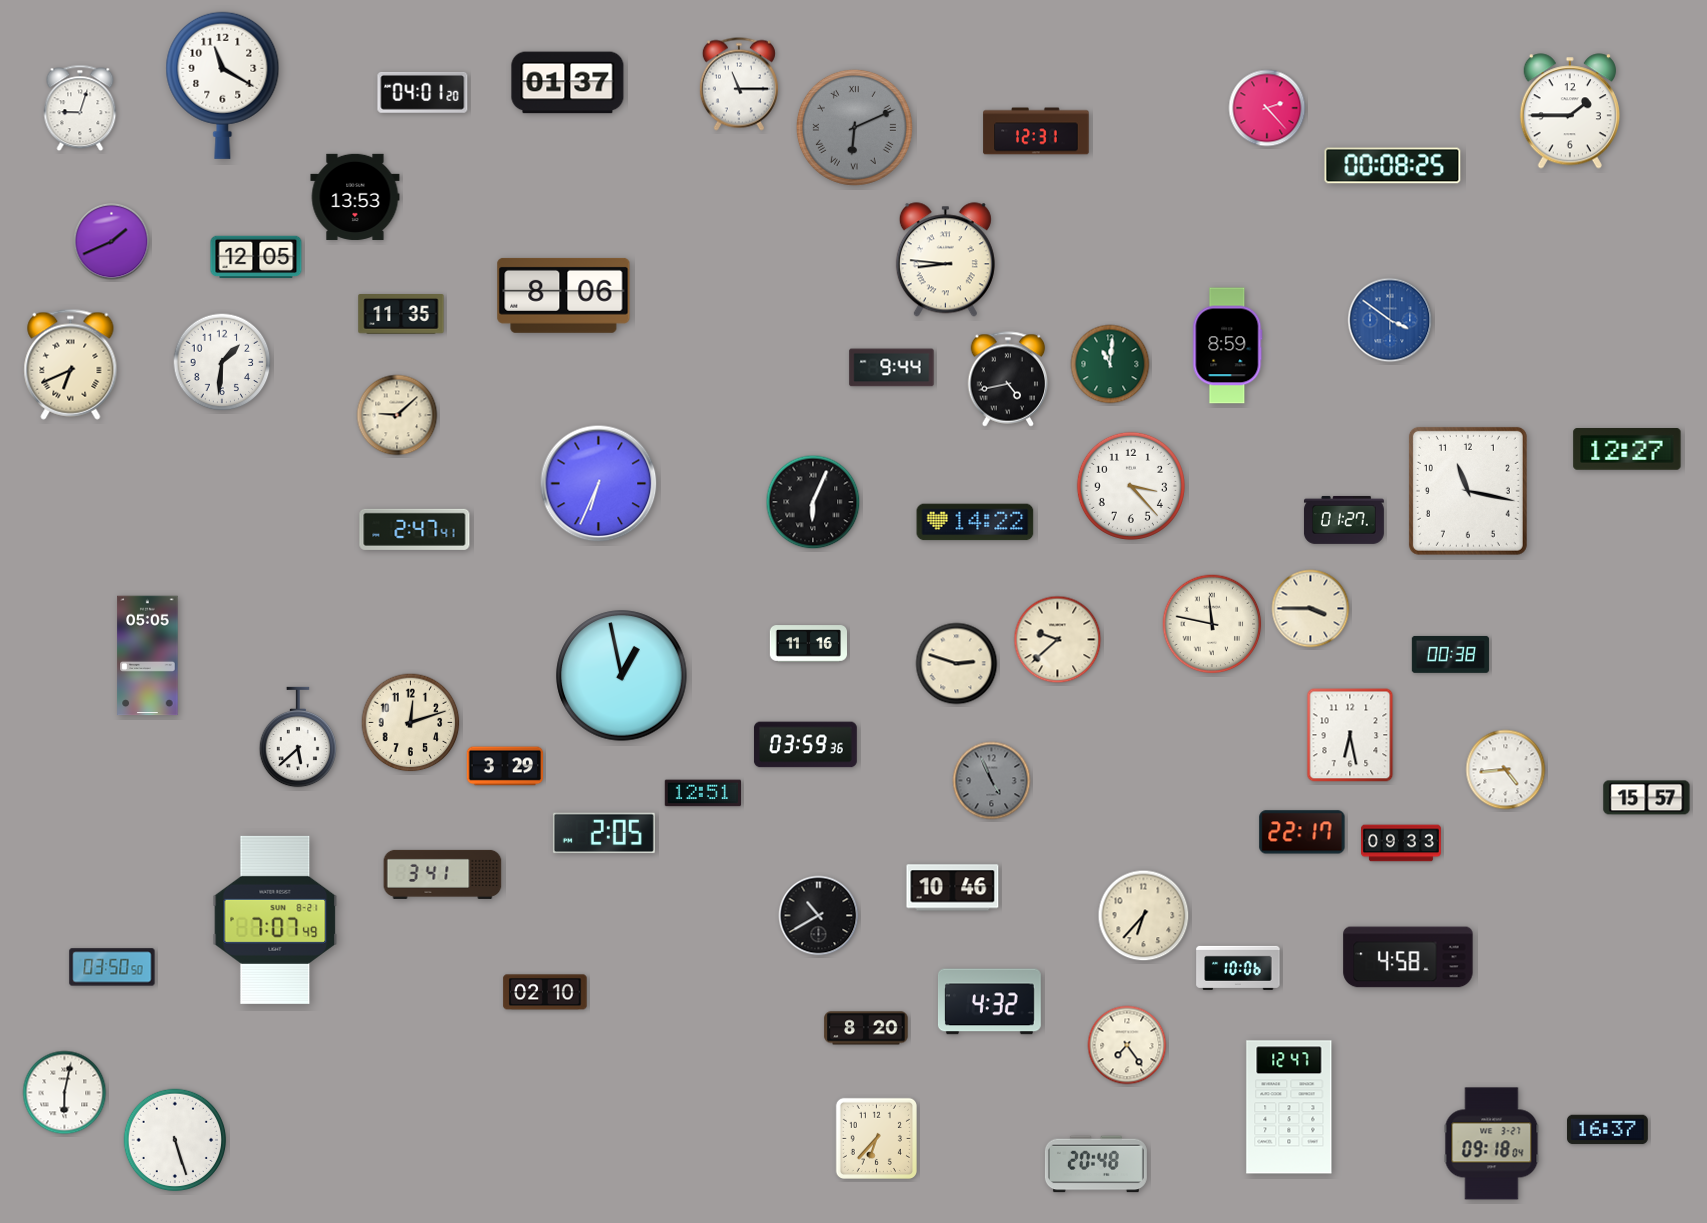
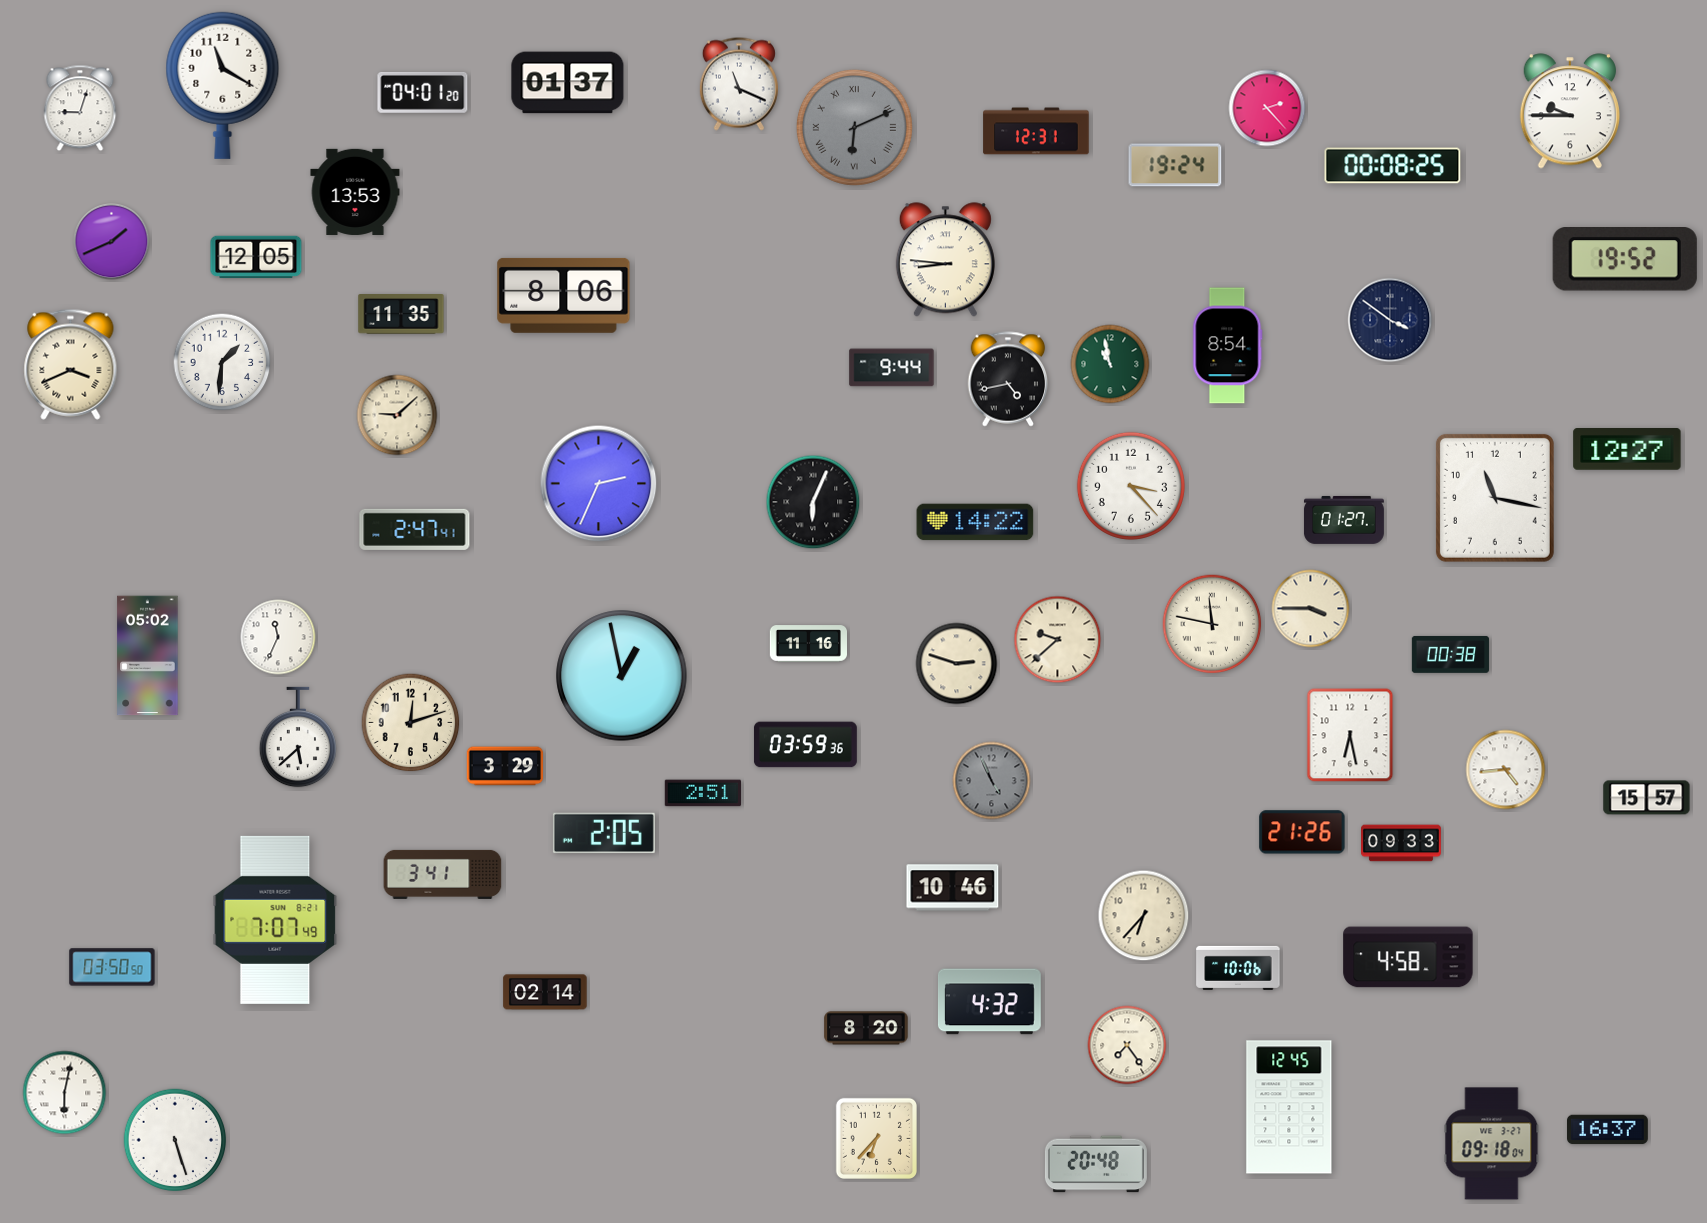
clock at (739, 84): 11:15 -> 11:19
clock at (1570, 111): 1:45 -> 9:45
clock at (1175, 165): none -> 19:24
clock at (355, 197) position: (355, 197) -> (355, 192)
clock at (1625, 259): none -> 19:52
clock at (1390, 320) dial: blue -> navy
clock at (1228, 346): 8:59 -> 8:54
clock at (71, 364): 6:41 -> 3:41
clock at (1110, 364): 11:01 -> 10:58
clock at (599, 484): 6:34 -> 2:34
clock at (1468, 491) position: (1468, 491) -> (1495, 498)
clock at (278, 637): none -> 11:34
clock at (148, 656): 05:05 -> 05:02
clock at (702, 793): 12:51 -> 2:51
clock at (1302, 832): 22:17 -> 21:26
clock at (819, 916): 10:40 -> none
clock at (545, 992): 02:10 -> 02:14
clock at (1289, 1107): 12:47 -> 12:45
